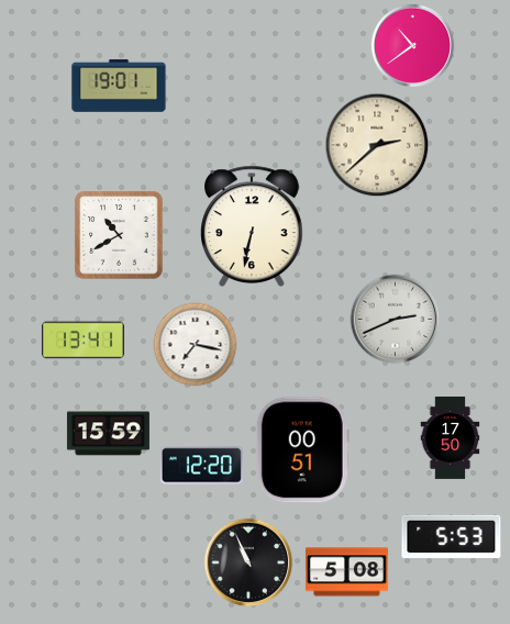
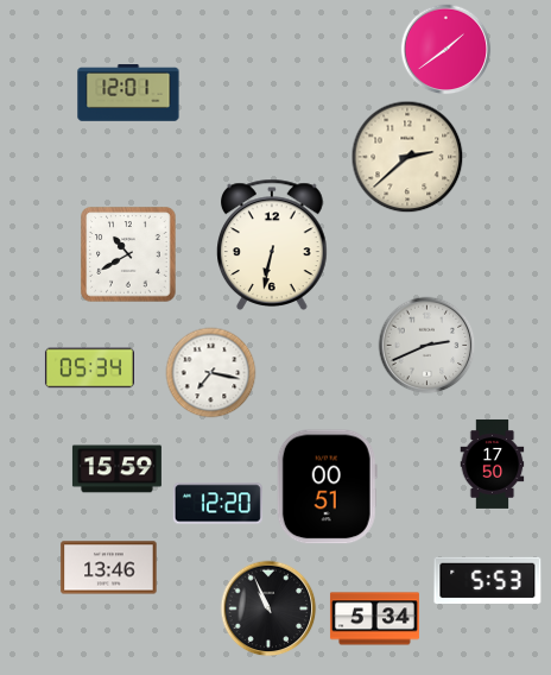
clock at (413, 46): 10:39 -> 1:39
clock at (119, 86): 19:01 -> 12:01
clock at (82, 341): 13:41 -> 05:34
clock at (451, 437) position: (451, 437) -> (493, 463)
clock at (109, 568): none -> 13:46
clock at (346, 572): 5:08 -> 5:34
